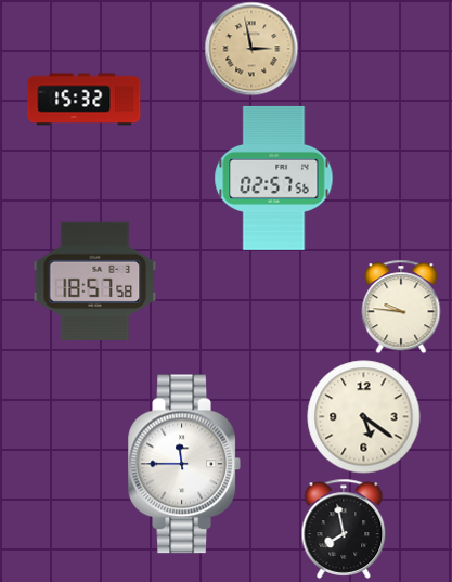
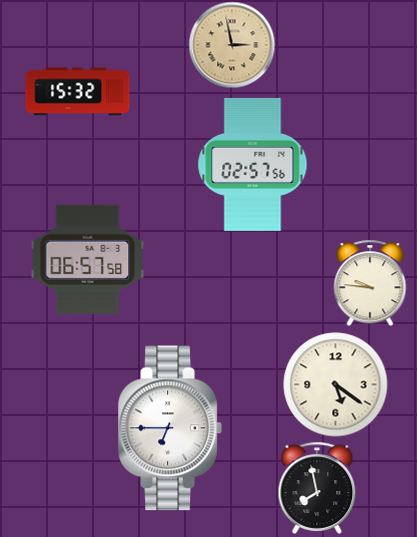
clock at (95, 281): 18:57 -> 06:57
clock at (184, 464): 11:45 -> 6:45
